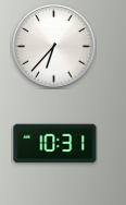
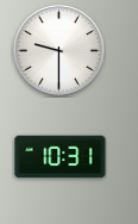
clock at (54, 47): 6:37 -> 9:30
